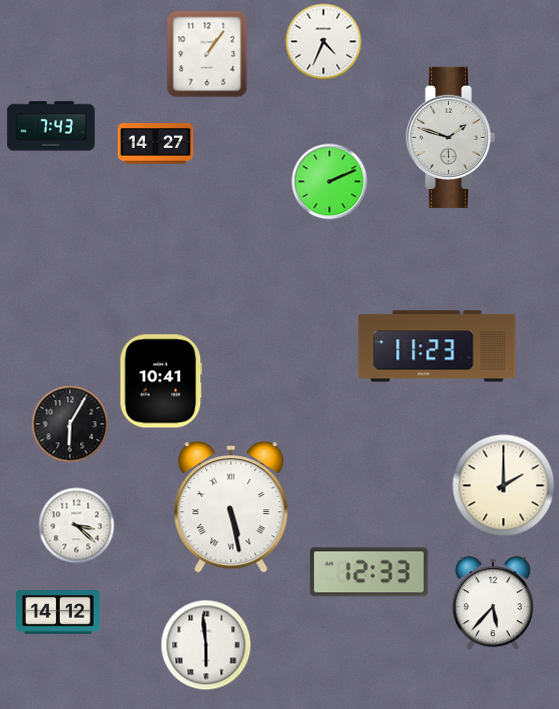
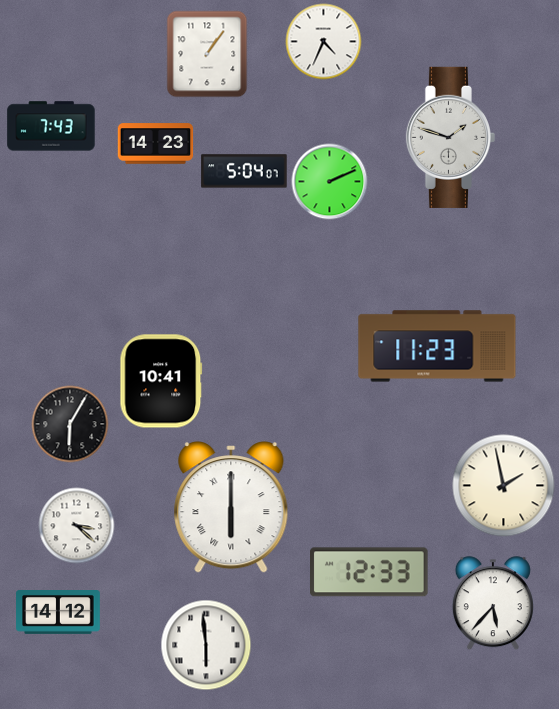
clock at (156, 144): 14:27 -> 14:23
clock at (244, 171): none -> 5:04
clock at (504, 486): 2:00 -> 1:58
clock at (231, 507): 5:28 -> 6:00
